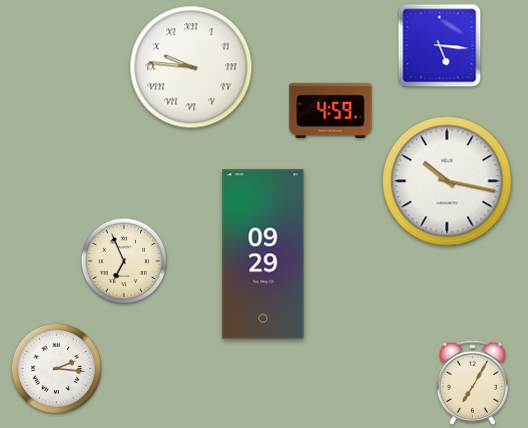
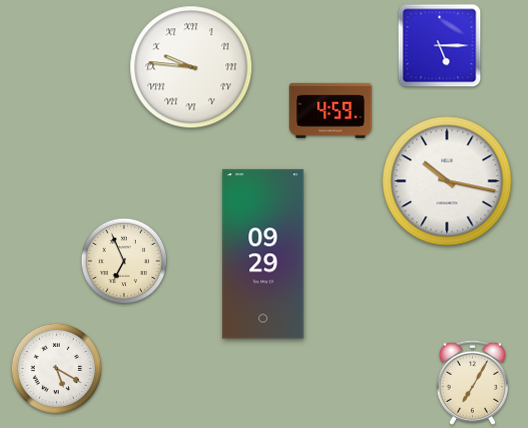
clock at (440, 46): 5:16 -> 5:15
clock at (57, 369): 2:16 -> 5:20
